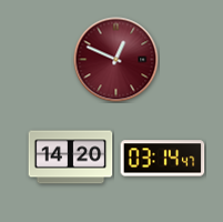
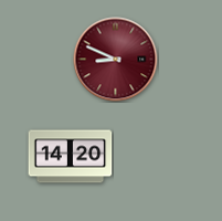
clock at (116, 60): 12:49 -> 8:49
clock at (163, 159): 03:14 -> none
